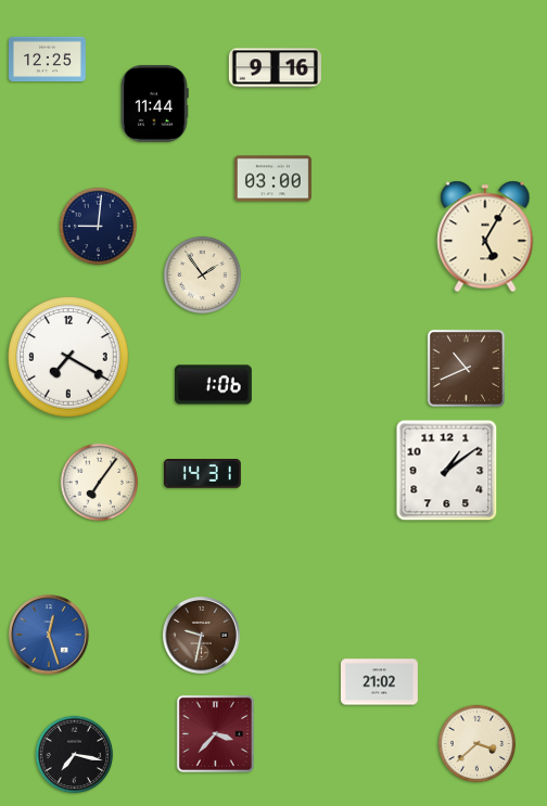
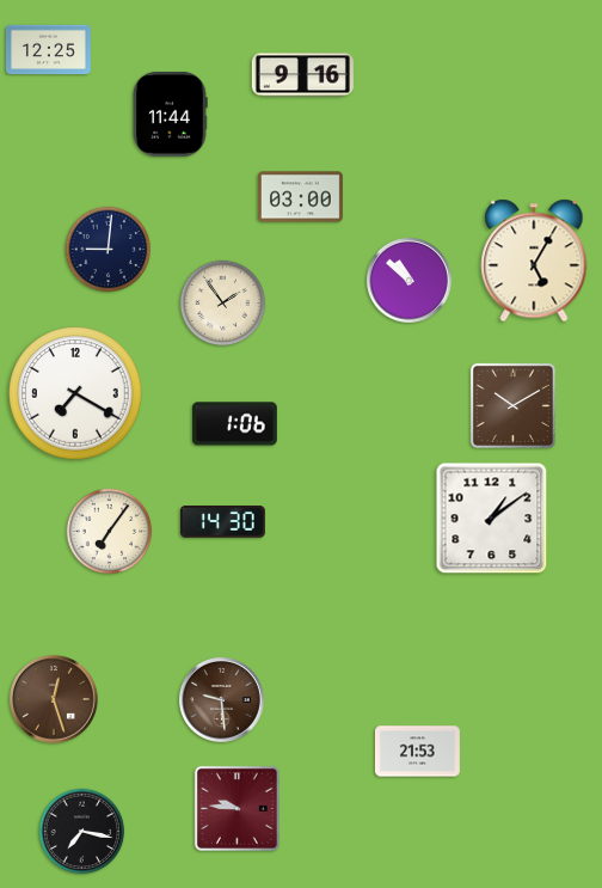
clock at (47, 60) position: (47, 60) -> (48, 50)
clock at (408, 280): none -> 10:52
clock at (466, 368): 10:41 -> 10:10
clock at (202, 474): 14:31 -> 14:30
clock at (49, 635) dial: blue -> brown
clock at (201, 635): 9:32 -> 9:29
clock at (380, 682): 21:02 -> 21:53
clock at (215, 733): 3:37 -> 9:46
clock at (478, 744): 3:38 -> none
